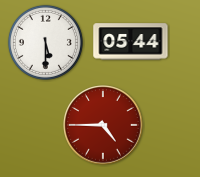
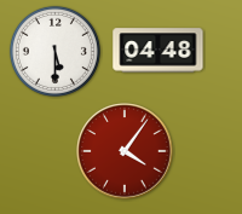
clock at (131, 42): 05:44 -> 04:48
clock at (103, 125): 4:45 -> 4:06
